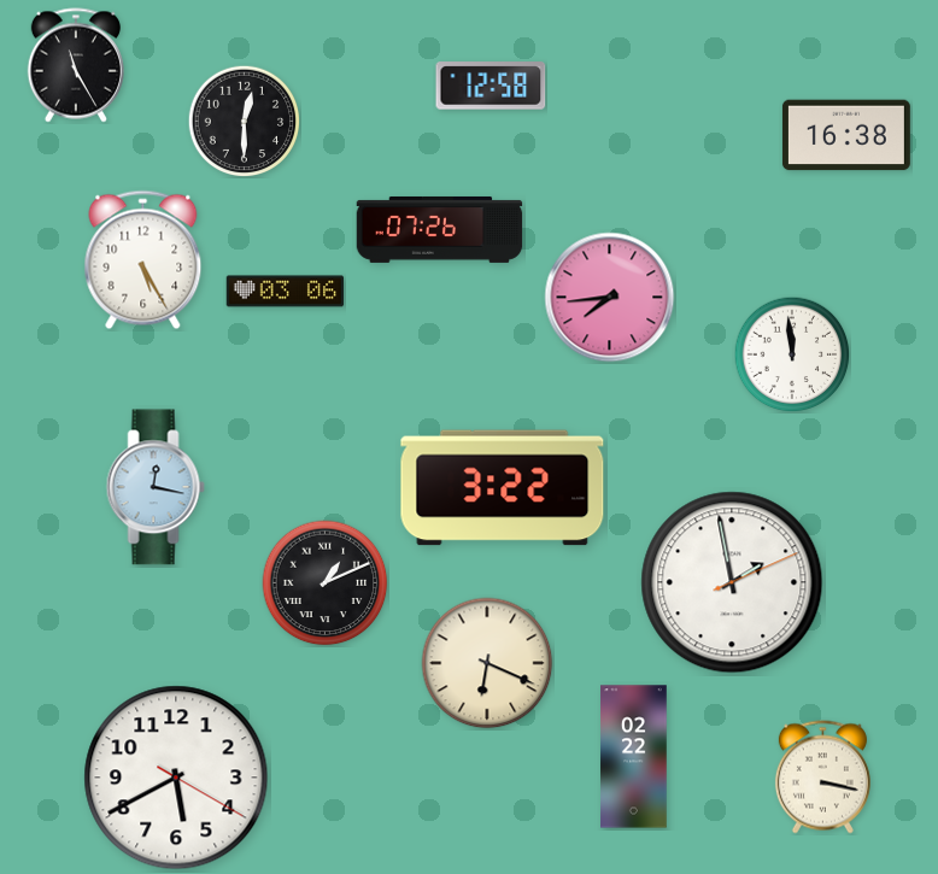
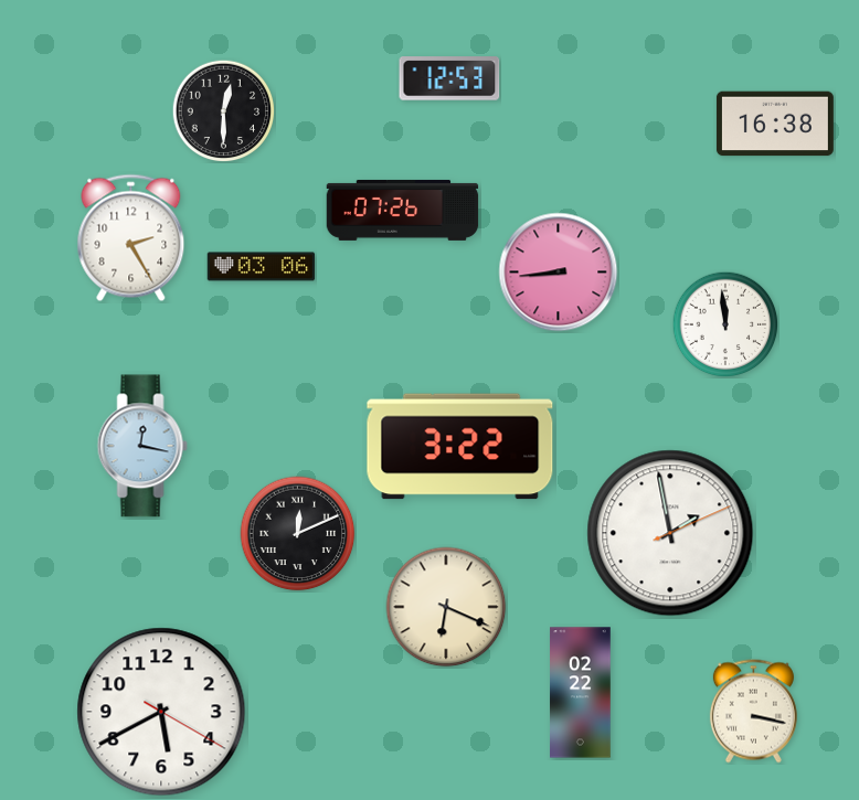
clock at (76, 65): 11:25 -> none
clock at (491, 86): 12:58 -> 12:53
clock at (143, 260): 5:25 -> 2:25
clock at (610, 298): 7:44 -> 8:44
clock at (326, 583): 1:11 -> 12:11
